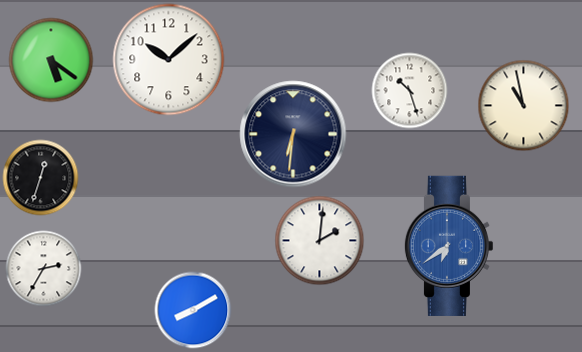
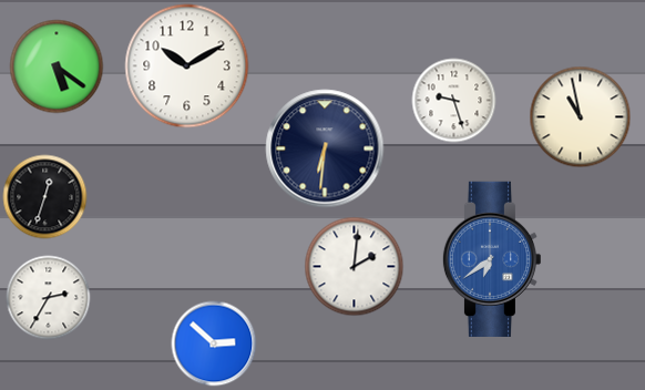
clock at (169, 60): 10:08 -> 10:10
clock at (410, 91): 10:27 -> 9:27
clock at (448, 246) position: (448, 246) -> (491, 259)
clock at (193, 310): 8:10 -> 2:52
